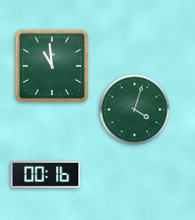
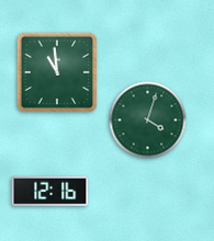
clock at (46, 174): 00:16 -> 12:16
